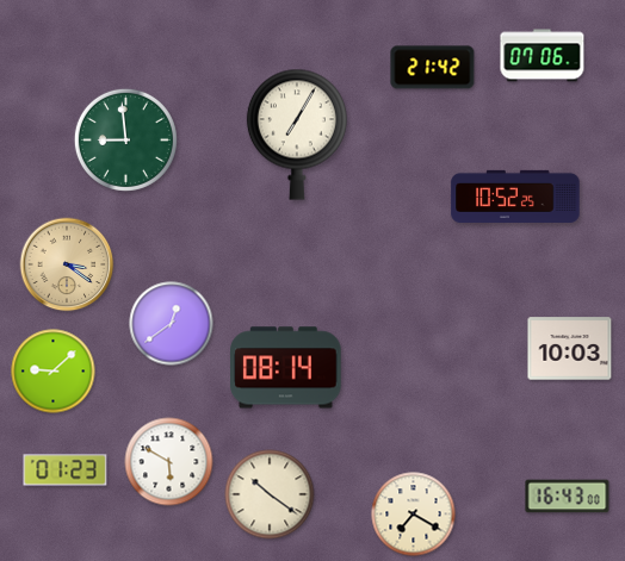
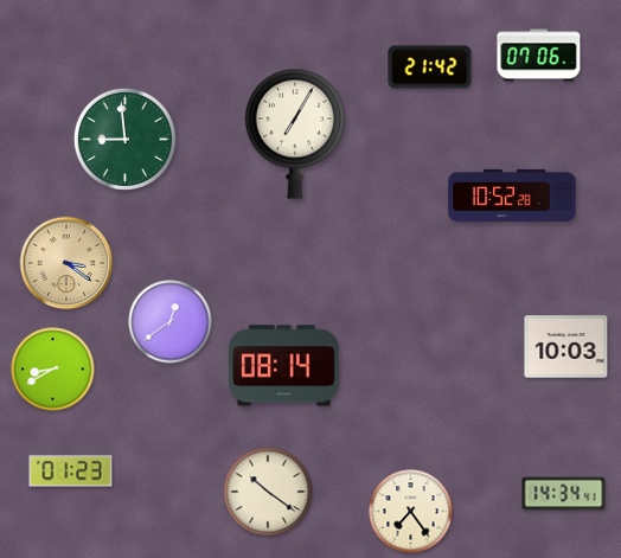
clock at (515, 197): 10:52:25 -> 10:52:28
clock at (54, 372): 9:08 -> 8:40
clock at (169, 462): 5:50 -> none
clock at (66, 470) position: (66, 470) -> (71, 472)
clock at (568, 497): 16:43 -> 14:34
clock at (414, 515): 7:20 -> 7:24
